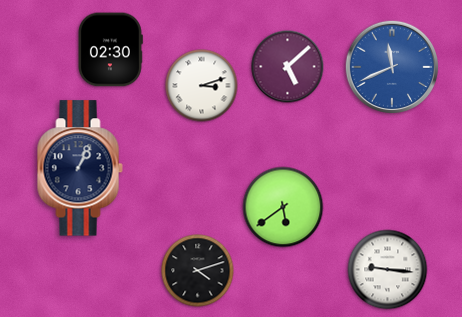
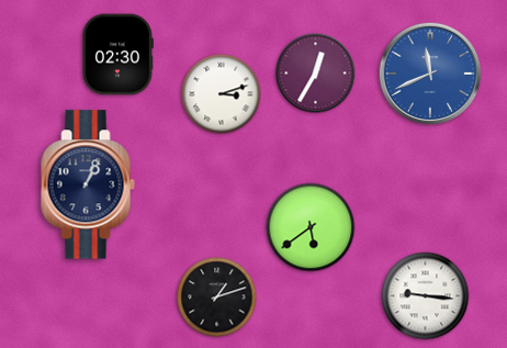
clock at (110, 50) position: (110, 50) -> (117, 55)
clock at (288, 67): 5:08 -> 12:35
clock at (198, 271): 4:12 -> 1:12
